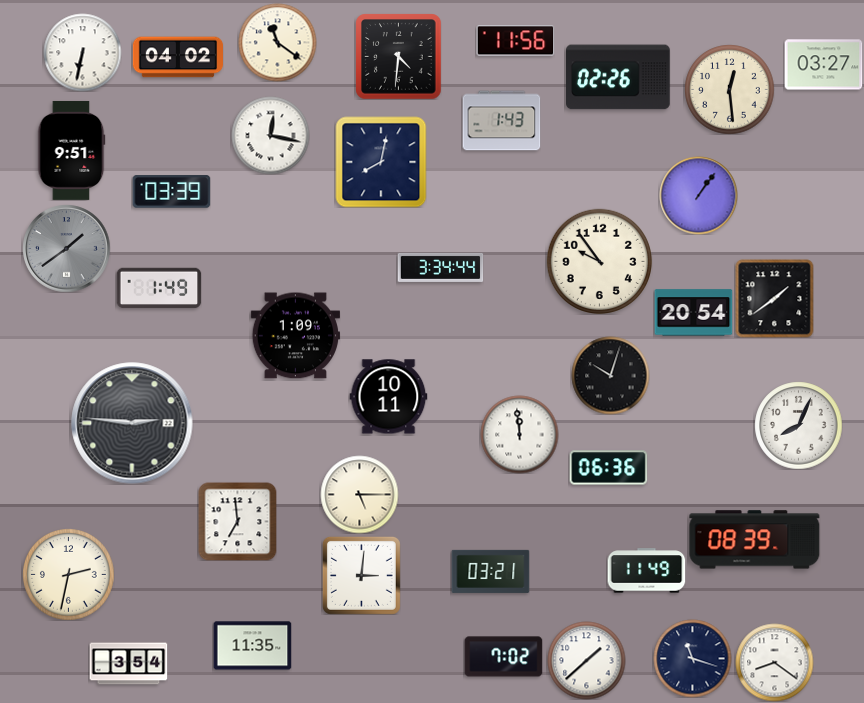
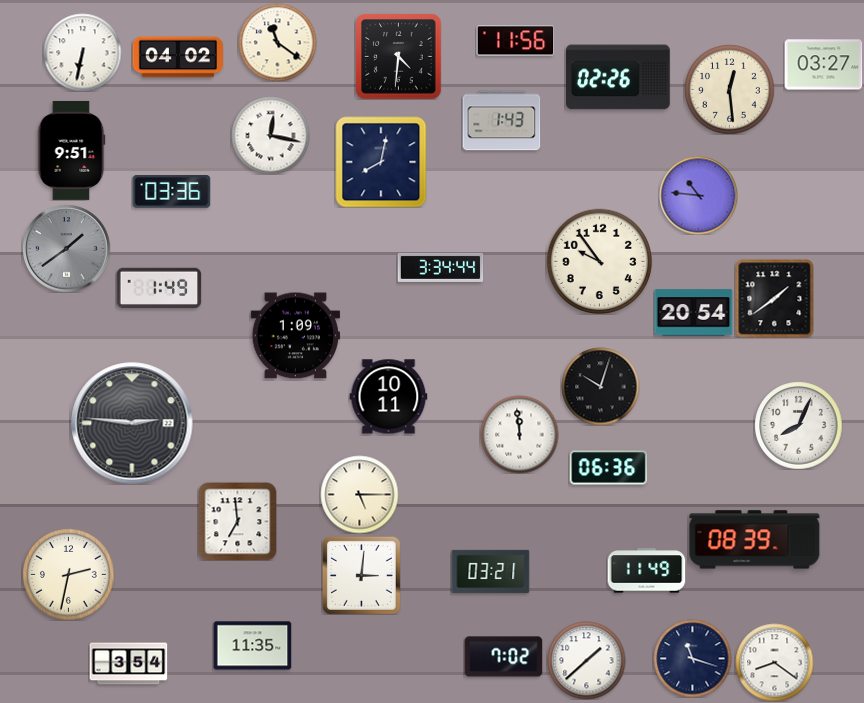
clock at (171, 192): 03:39 -> 03:36
clock at (698, 195): 1:06 -> 10:46
clock at (610, 375) position: (610, 375) -> (600, 386)
